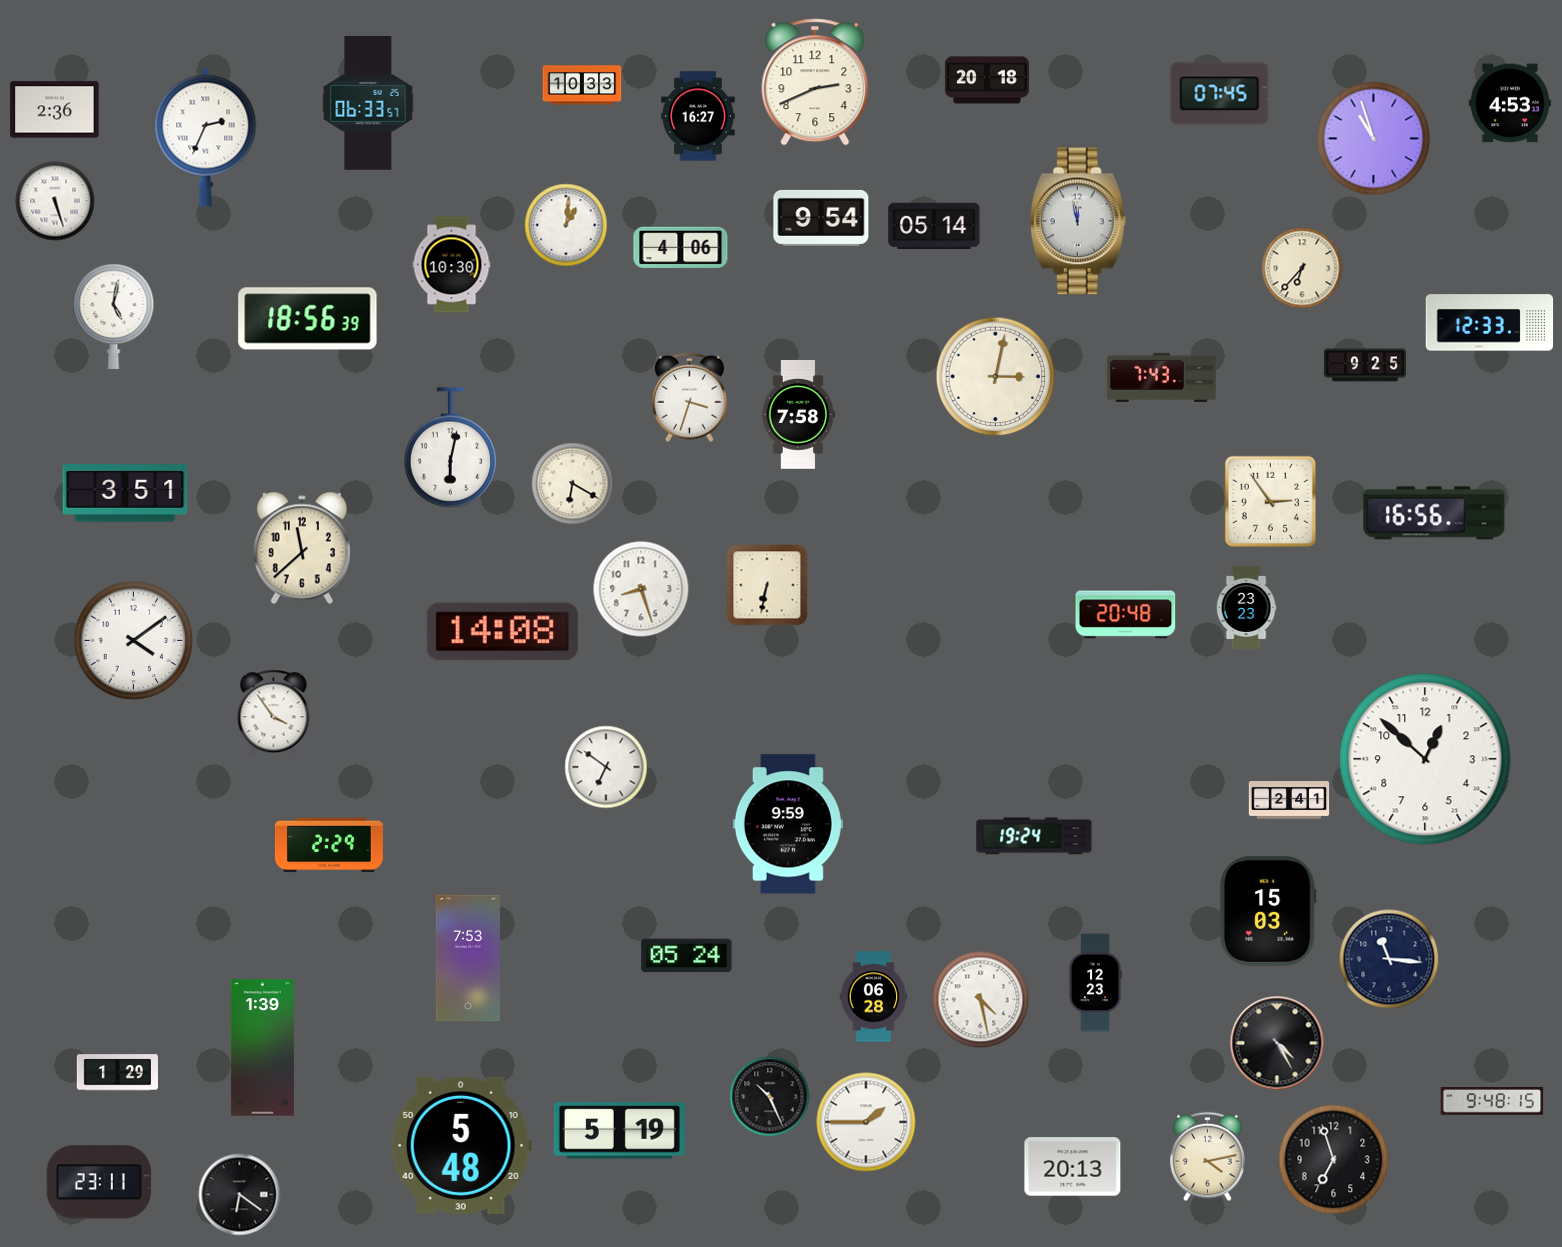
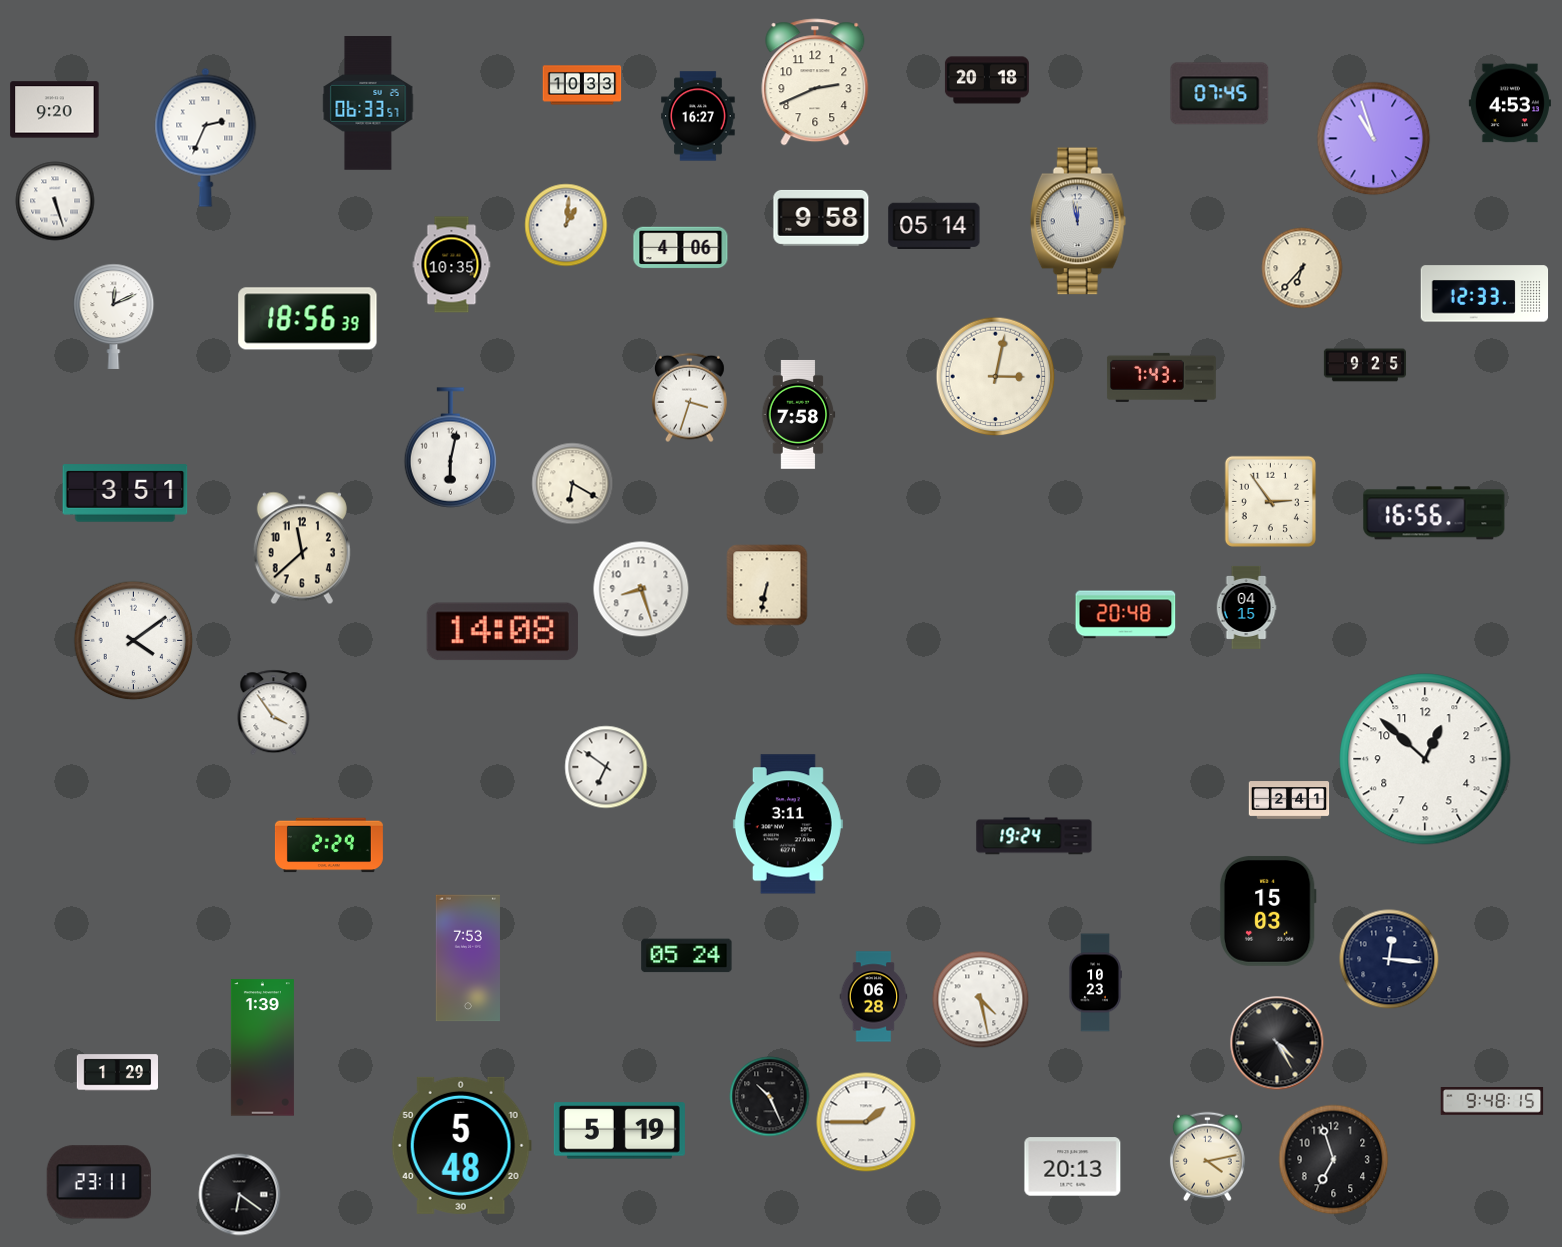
clock at (55, 110): 2:36 -> 9:20
clock at (821, 218): 9:54 -> 9:58
clock at (452, 265): 10:30 -> 10:35
clock at (114, 316): 5:02 -> 12:11
clock at (1490, 323) position: (1490, 323) -> (1485, 294)
clock at (1246, 607): 23:23 -> 04:15
clock at (788, 824): 9:59 -> 3:11
clock at (1389, 959): 11:16 -> 12:16
clock at (1095, 983): 12:23 -> 10:23
